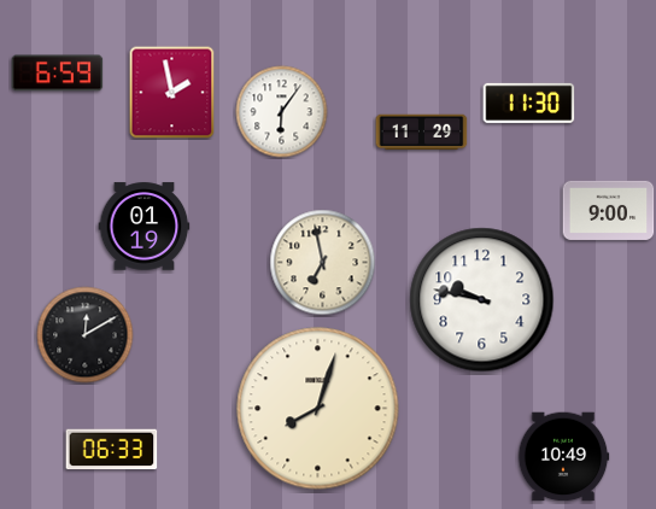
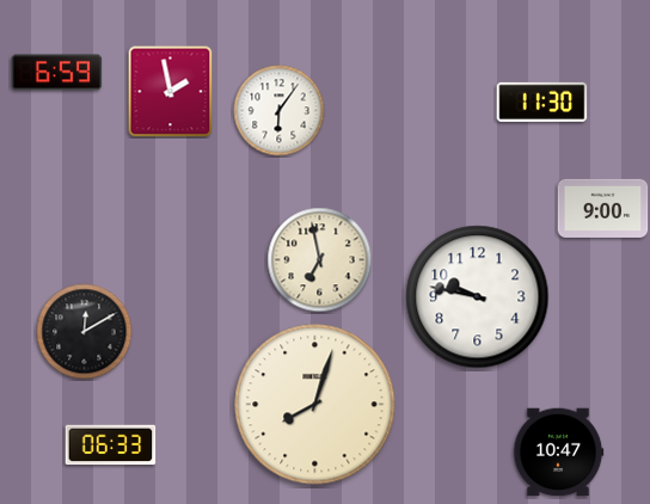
clock at (529, 103) position: (529, 103) -> (542, 102)
clock at (422, 133): 11:29 -> none
clock at (145, 227): 01:19 -> none
clock at (563, 457): 10:49 -> 10:47
